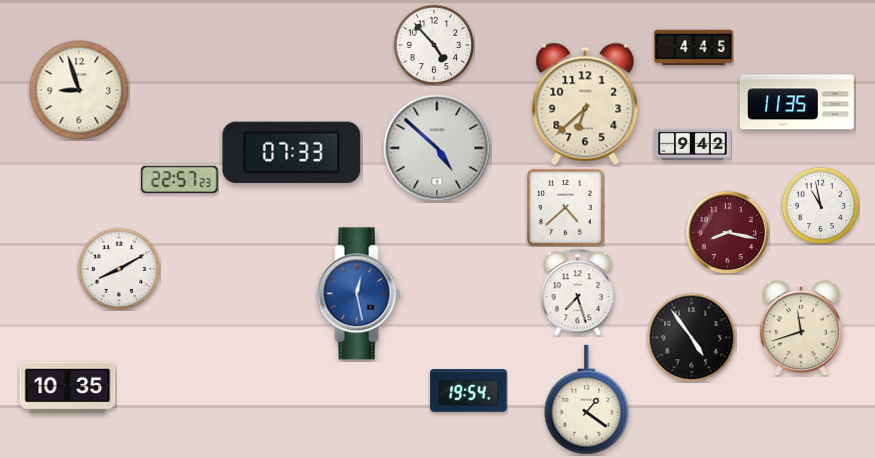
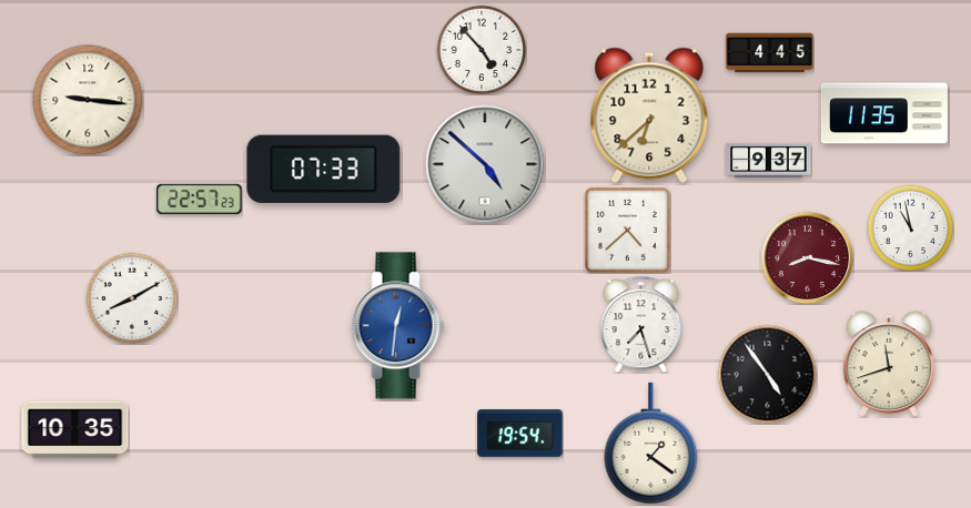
clock at (79, 90): 8:57 -> 9:16
clock at (693, 144): 9:42 -> 9:37
clock at (359, 294): 12:28 -> 12:31
